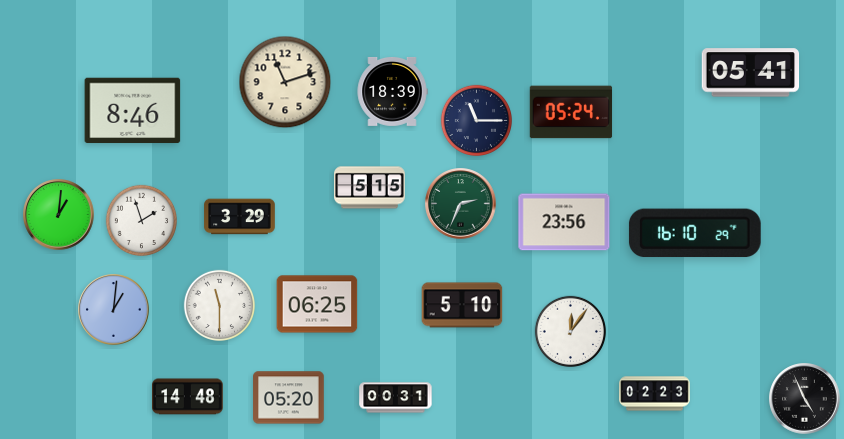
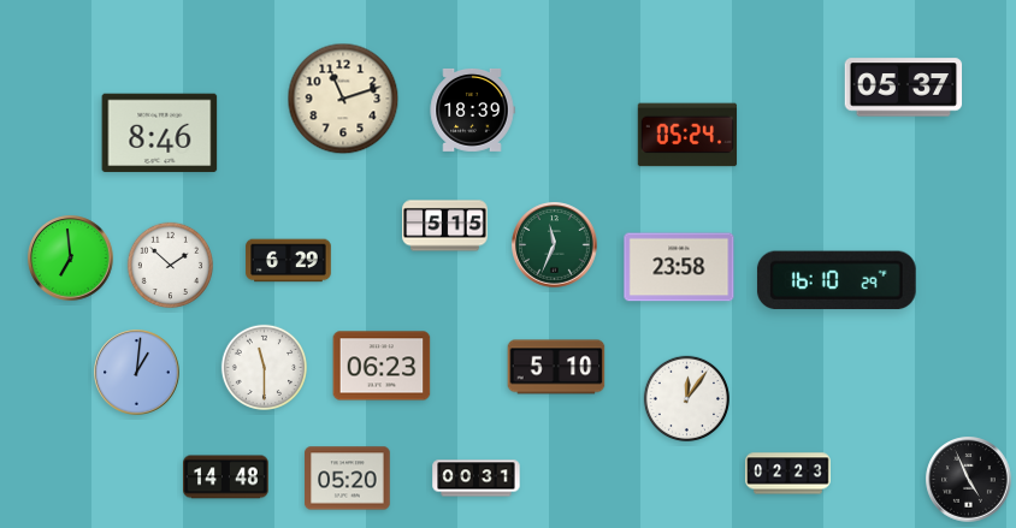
clock at (751, 73): 05:41 -> 05:37
clock at (476, 120): 11:15 -> none
clock at (461, 204): 2:34 -> 11:34
clock at (59, 215): 1:01 -> 6:59
clock at (240, 217): 3:29 -> 6:29
clock at (141, 220): 1:57 -> 1:52
clock at (564, 222): 23:56 -> 23:58
clock at (317, 304): 06:25 -> 06:23
